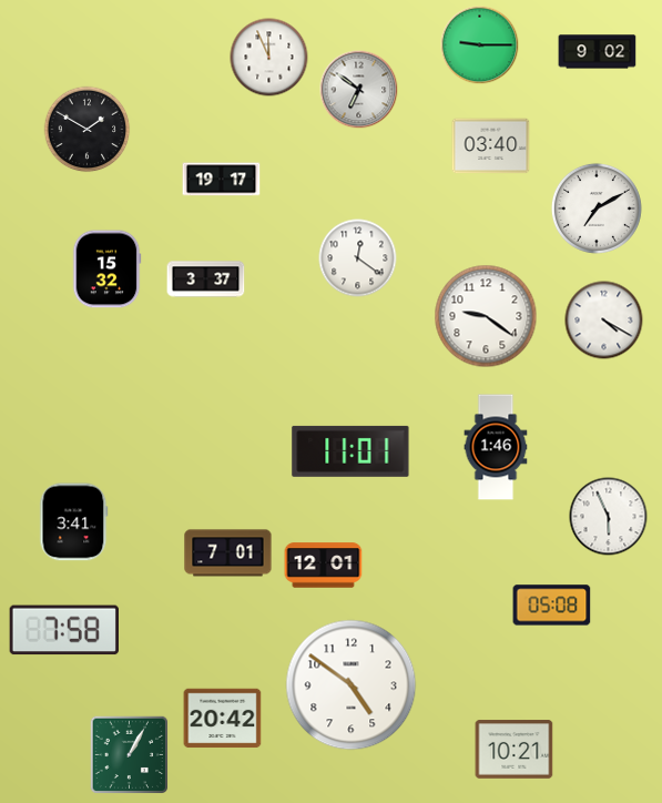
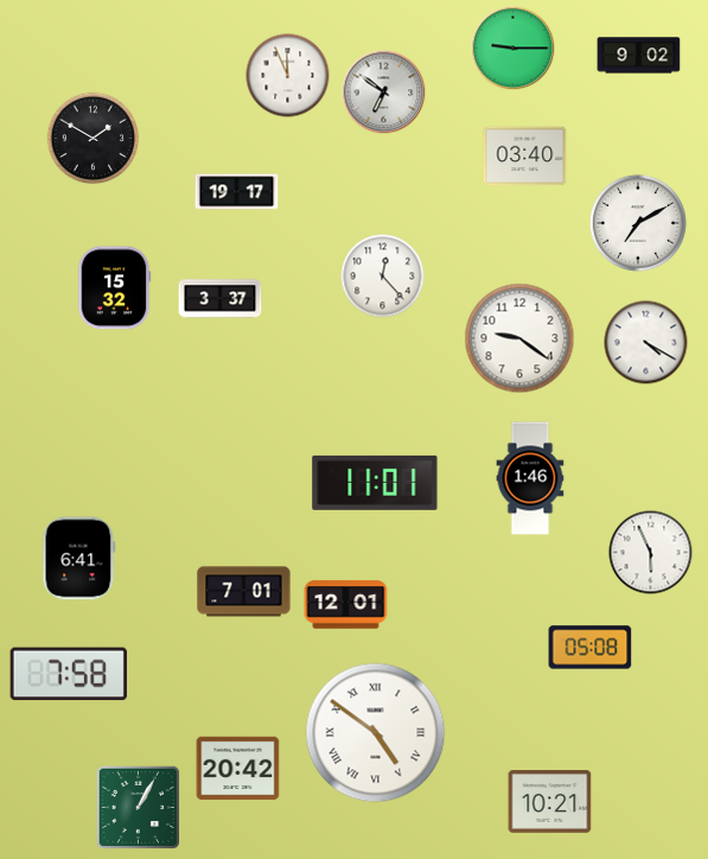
clock at (269, 58) position: (269, 58) -> (288, 76)
clock at (359, 90) position: (359, 90) -> (384, 93)
clock at (358, 258): 12:21 -> 12:23
clock at (74, 522): 3:41 -> 6:41
clock at (352, 685) numerals: Arabic -> Roman
